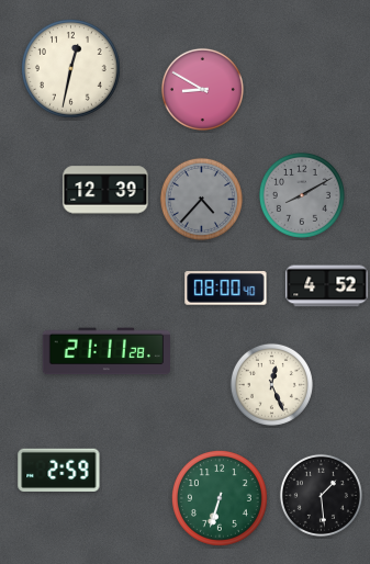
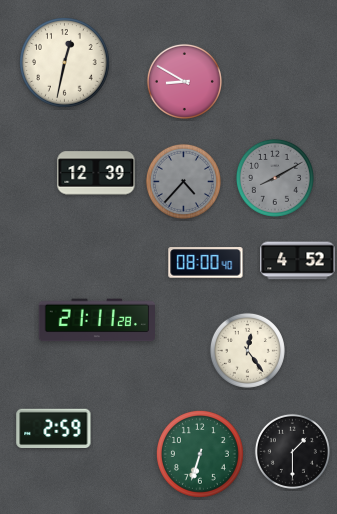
clock at (271, 384): 12:26 -> 12:24
clock at (321, 495): 1:29 -> 1:30
